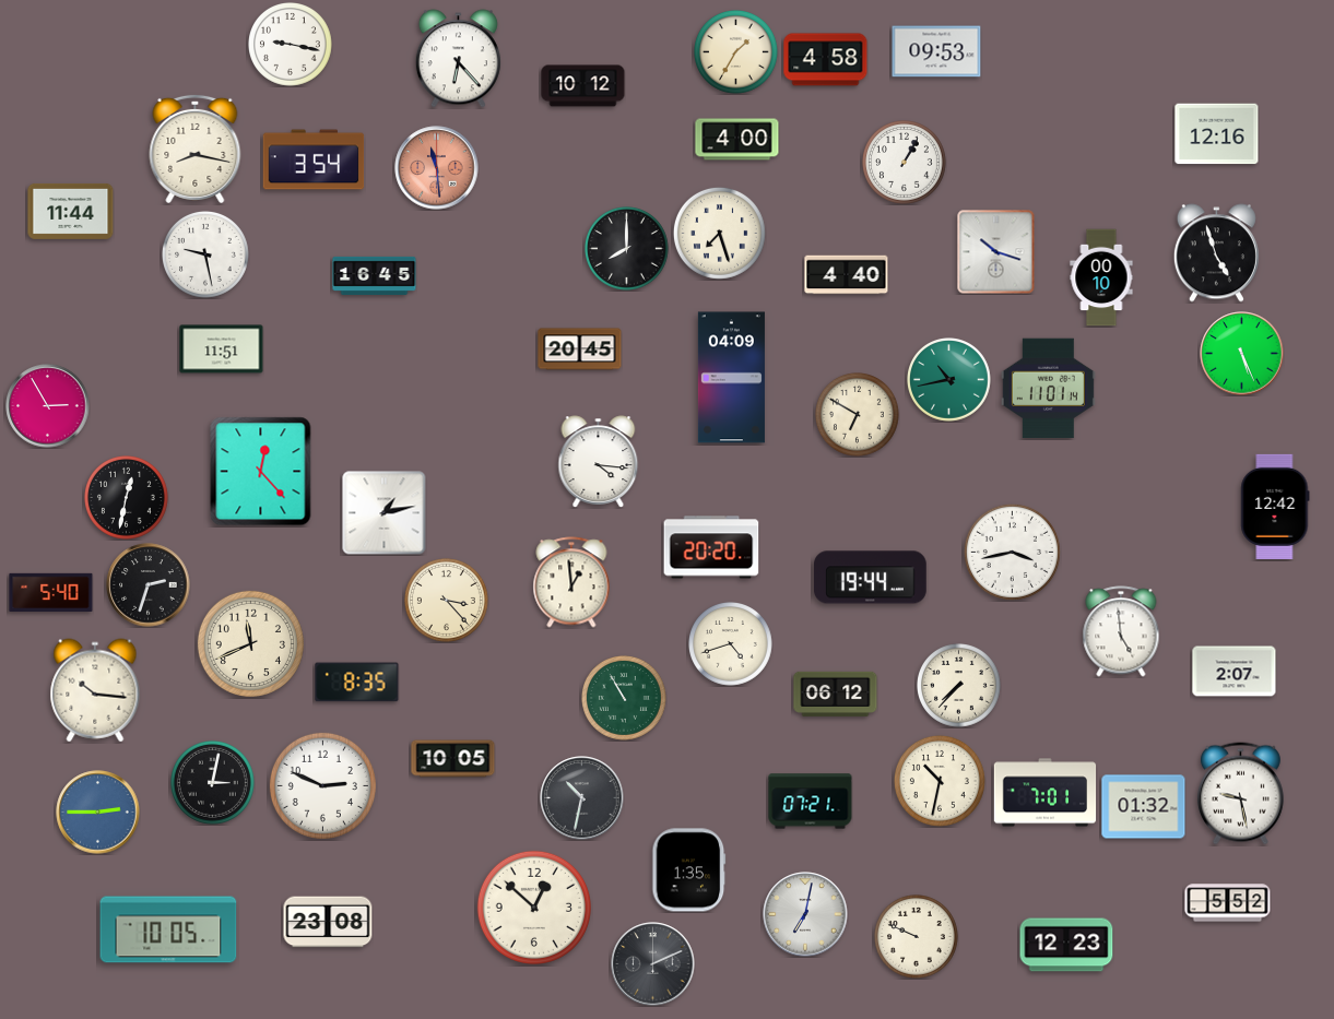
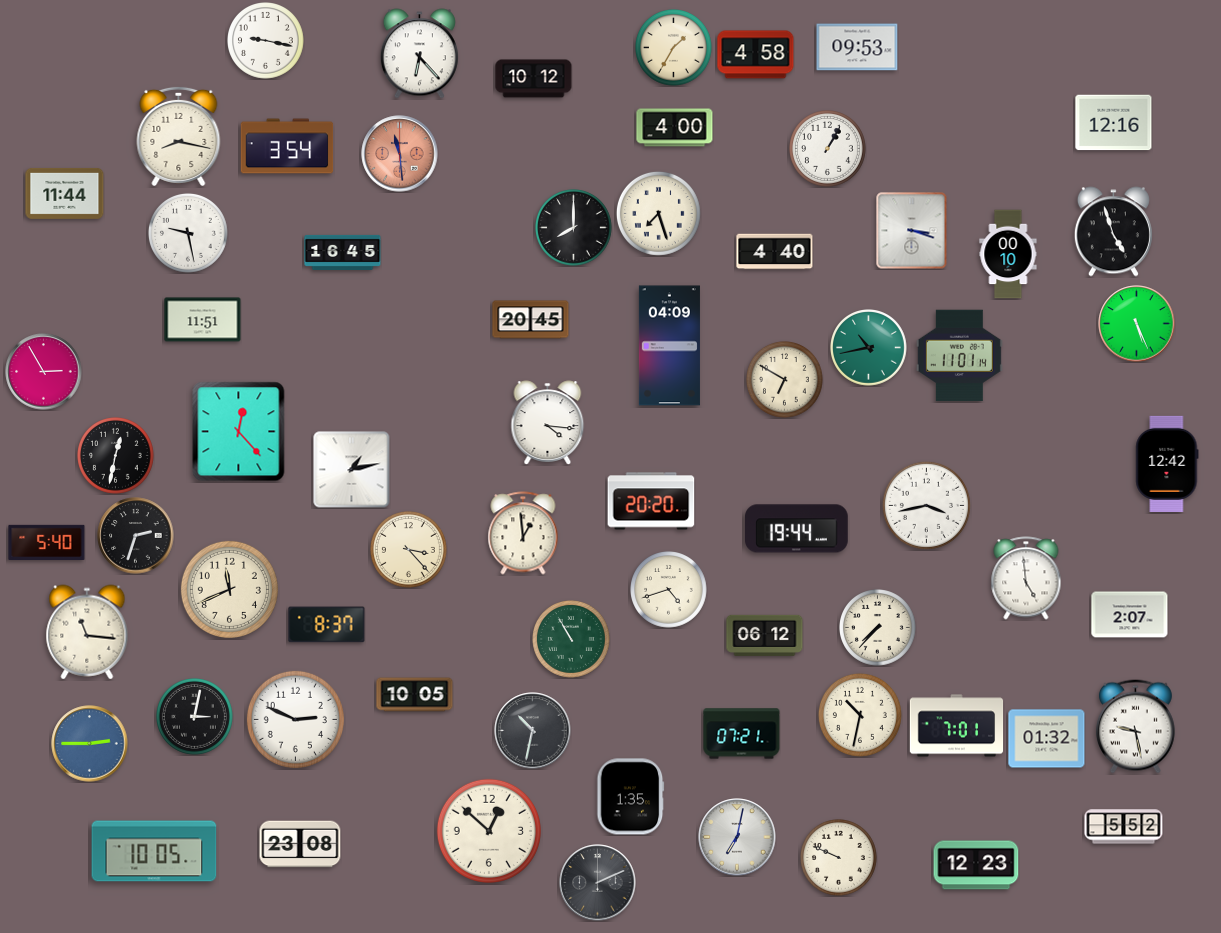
clock at (996, 252): 10:18 -> 3:18
clock at (357, 683): 8:35 -> 8:37
clock at (95, 690): 10:16 -> 11:16
